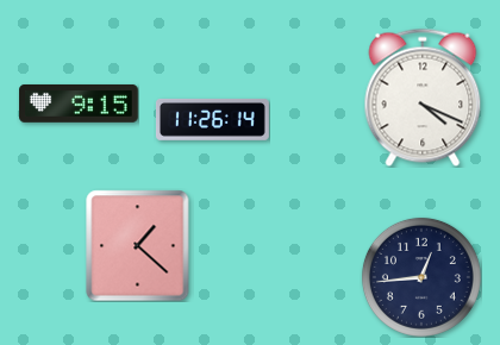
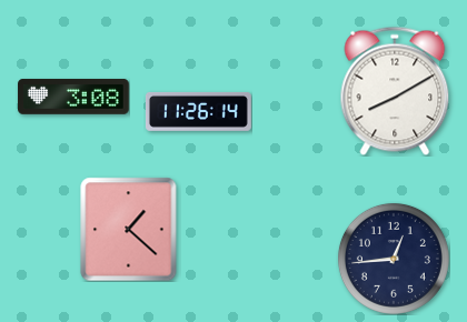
clock at (423, 98): 4:19 -> 8:10
clock at (79, 103): 9:15 -> 3:08
